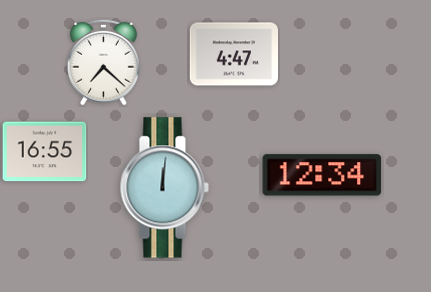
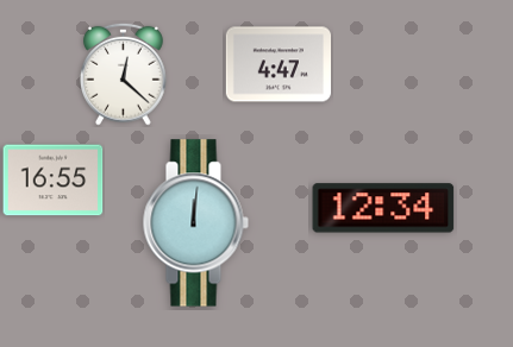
clock at (104, 62): 7:22 -> 12:22
